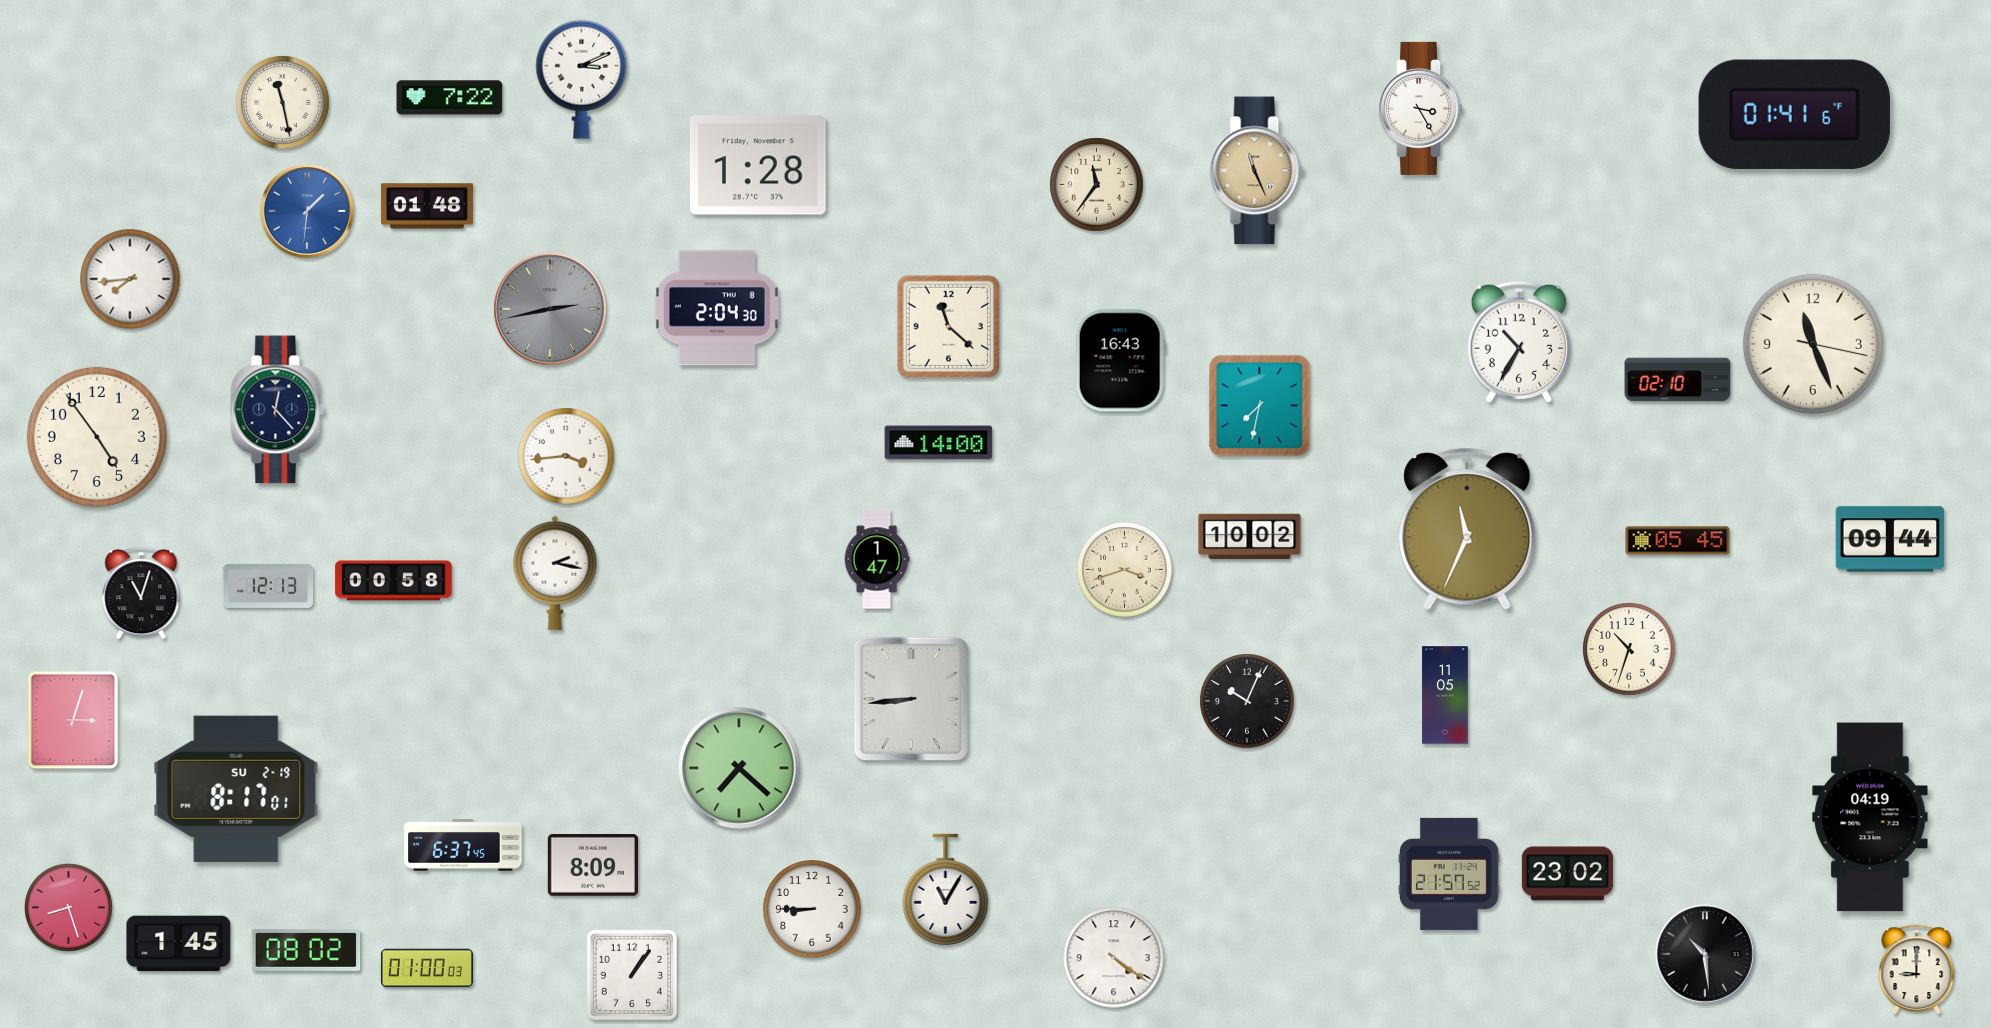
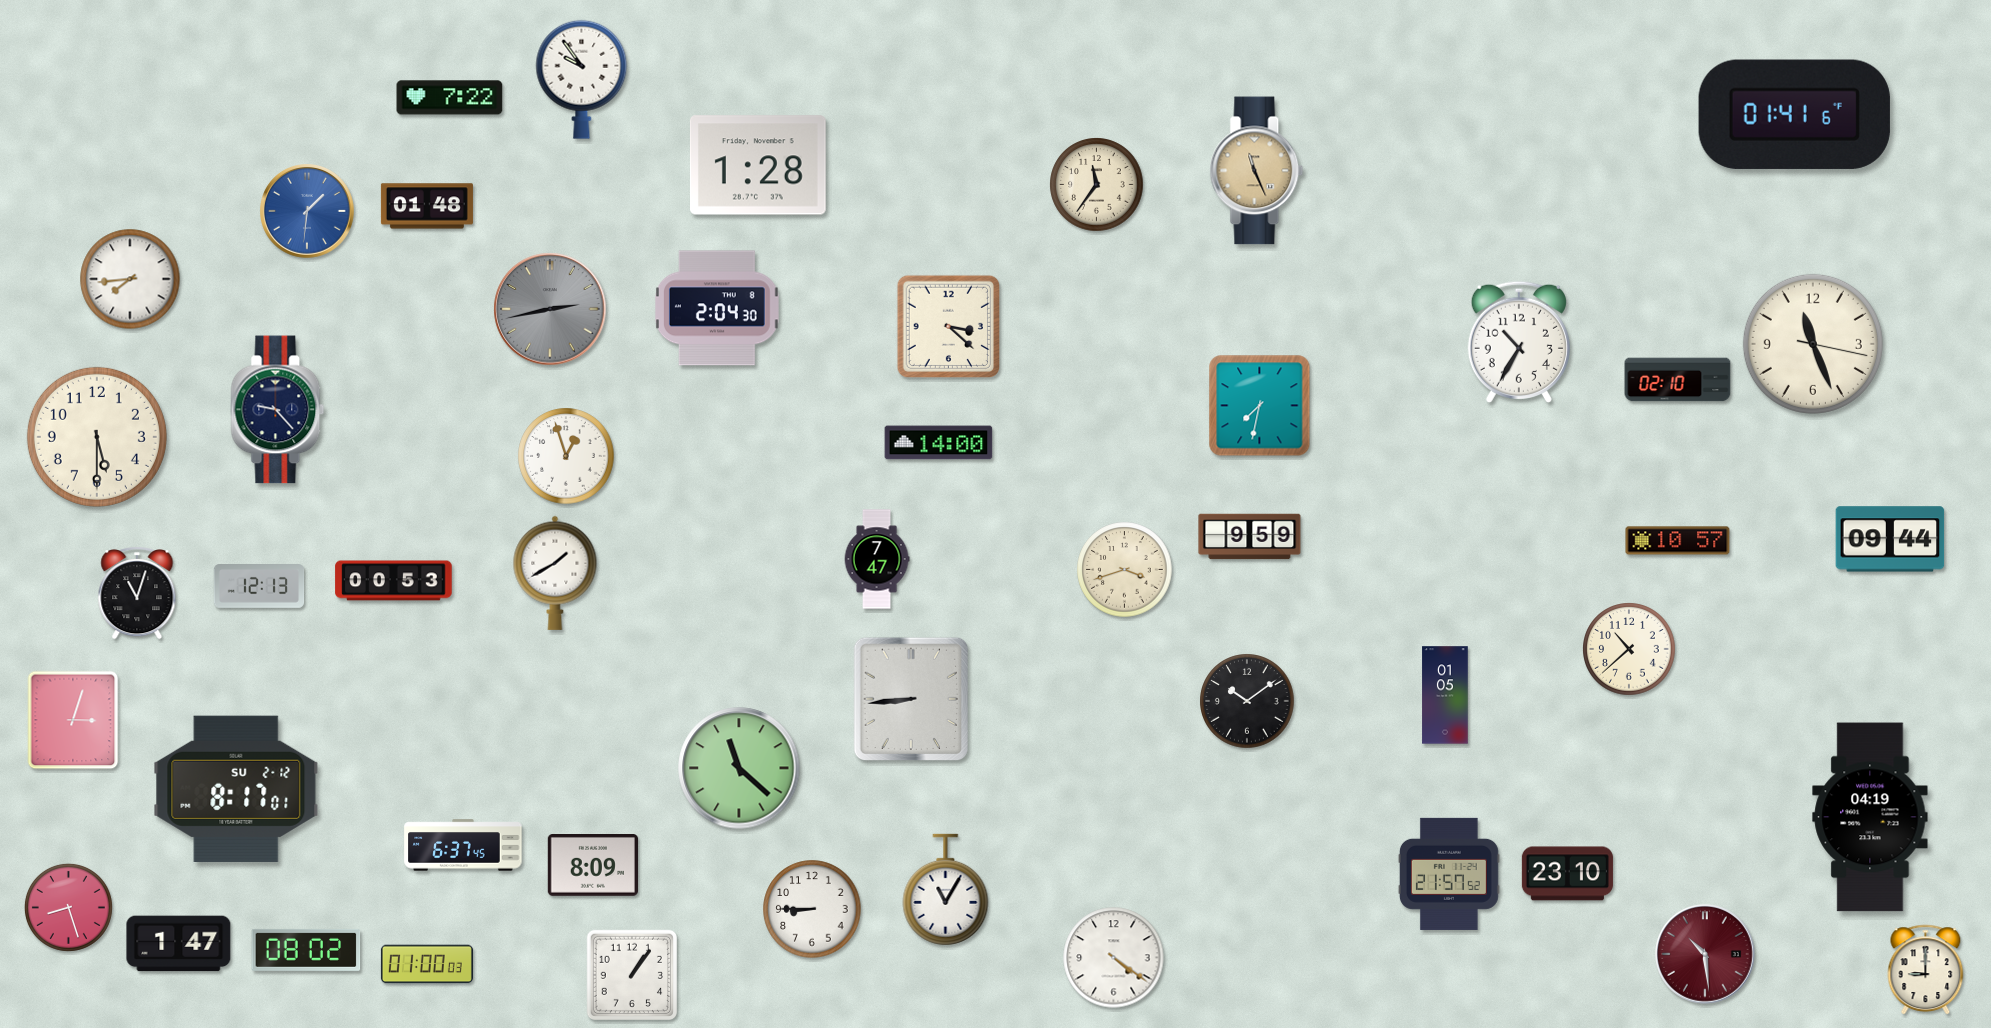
clock at (582, 79): 3:11 -> 9:54
clock at (283, 103): 11:28 -> none
clock at (1421, 108): 3:25 -> none
clock at (948, 326): 11:22 -> 3:22
clock at (1120, 361): 16:43 -> none
clock at (278, 410): 12:23 -> 9:23
clock at (97, 437): 4:54 -> 5:30
clock at (566, 456): 3:44 -> 12:57
clock at (1467, 529): 11:34 -> none
clock at (1250, 537): 10:02 -> 9:59
clock at (1678, 541): 05:45 -> 10:57
clock at (877, 559): 1:47 -> 7:47
clock at (555, 573): 2:17 -> 1:40
clock at (394, 581): 00:58 -> 00:53
clock at (268, 587) position: (268, 587) -> (259, 587)
clock at (141, 593) position: (141, 593) -> (137, 593)
clock at (1629, 649): 10:33 -> 10:38
clock at (1445, 695): 11:05 -> 01:05
clock at (1247, 701): 10:04 -> 10:09
clock at (739, 768): 7:22 -> 11:22
clock at (236, 789) date: SU 2-19 -> SU 2-12
clock at (1567, 874): 23:02 -> 23:10
clock at (179, 944): 1:45 -> 1:47
clock at (1705, 954) dial: black -> burgundy
clock at (427, 968) position: (427, 968) -> (427, 964)
clock at (1917, 970) position: (1917, 970) -> (1926, 970)
